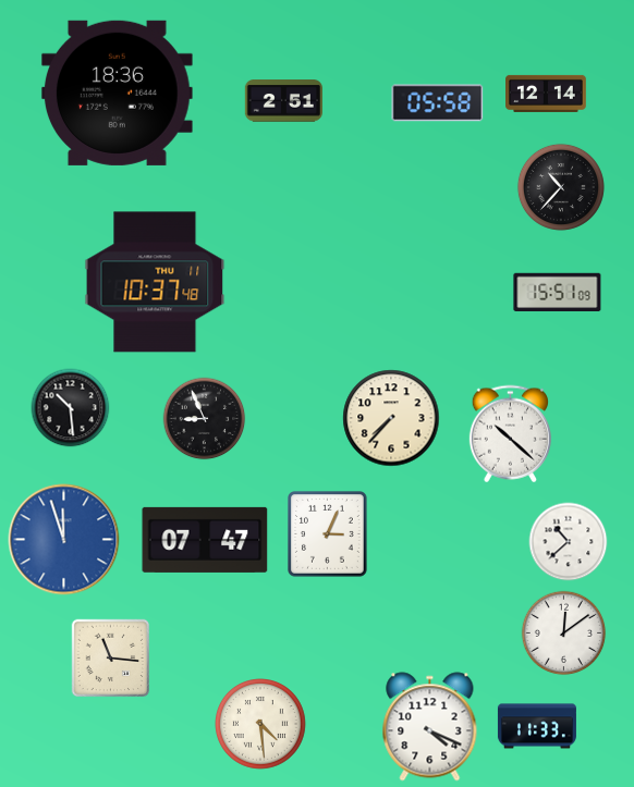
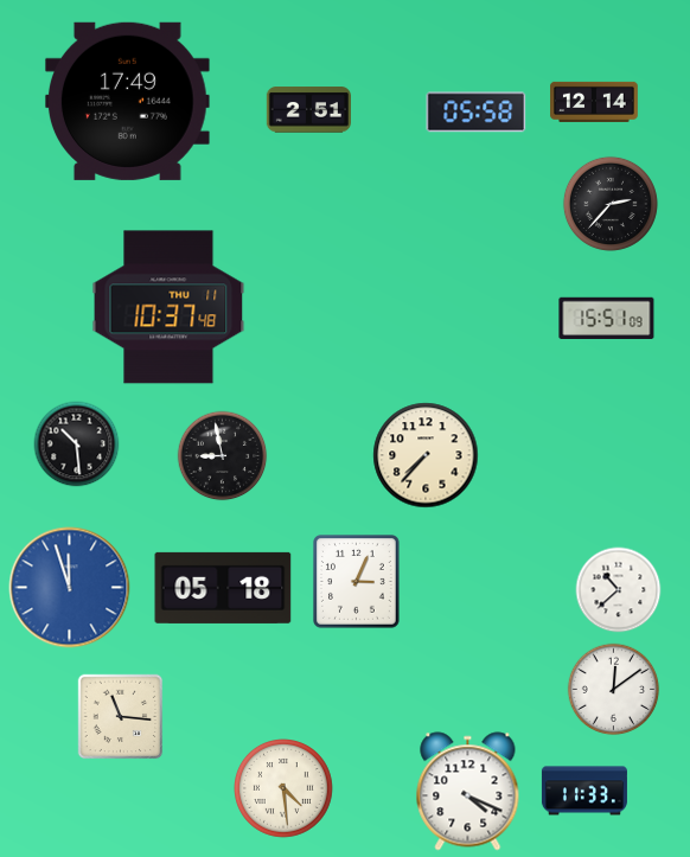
clock at (118, 93): 18:36 -> 17:49
clock at (561, 187): 10:37 -> 2:37
clock at (205, 419): 8:56 -> 8:58
clock at (510, 434): 10:22 -> none
clock at (205, 540): 07:47 -> 05:18
